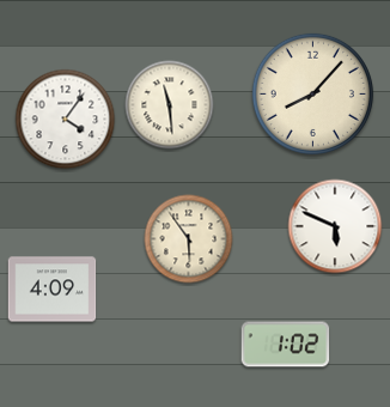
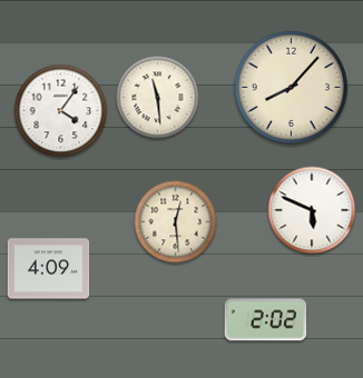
clock at (189, 239): 5:54 -> 12:29
clock at (286, 345): 1:02 -> 2:02
